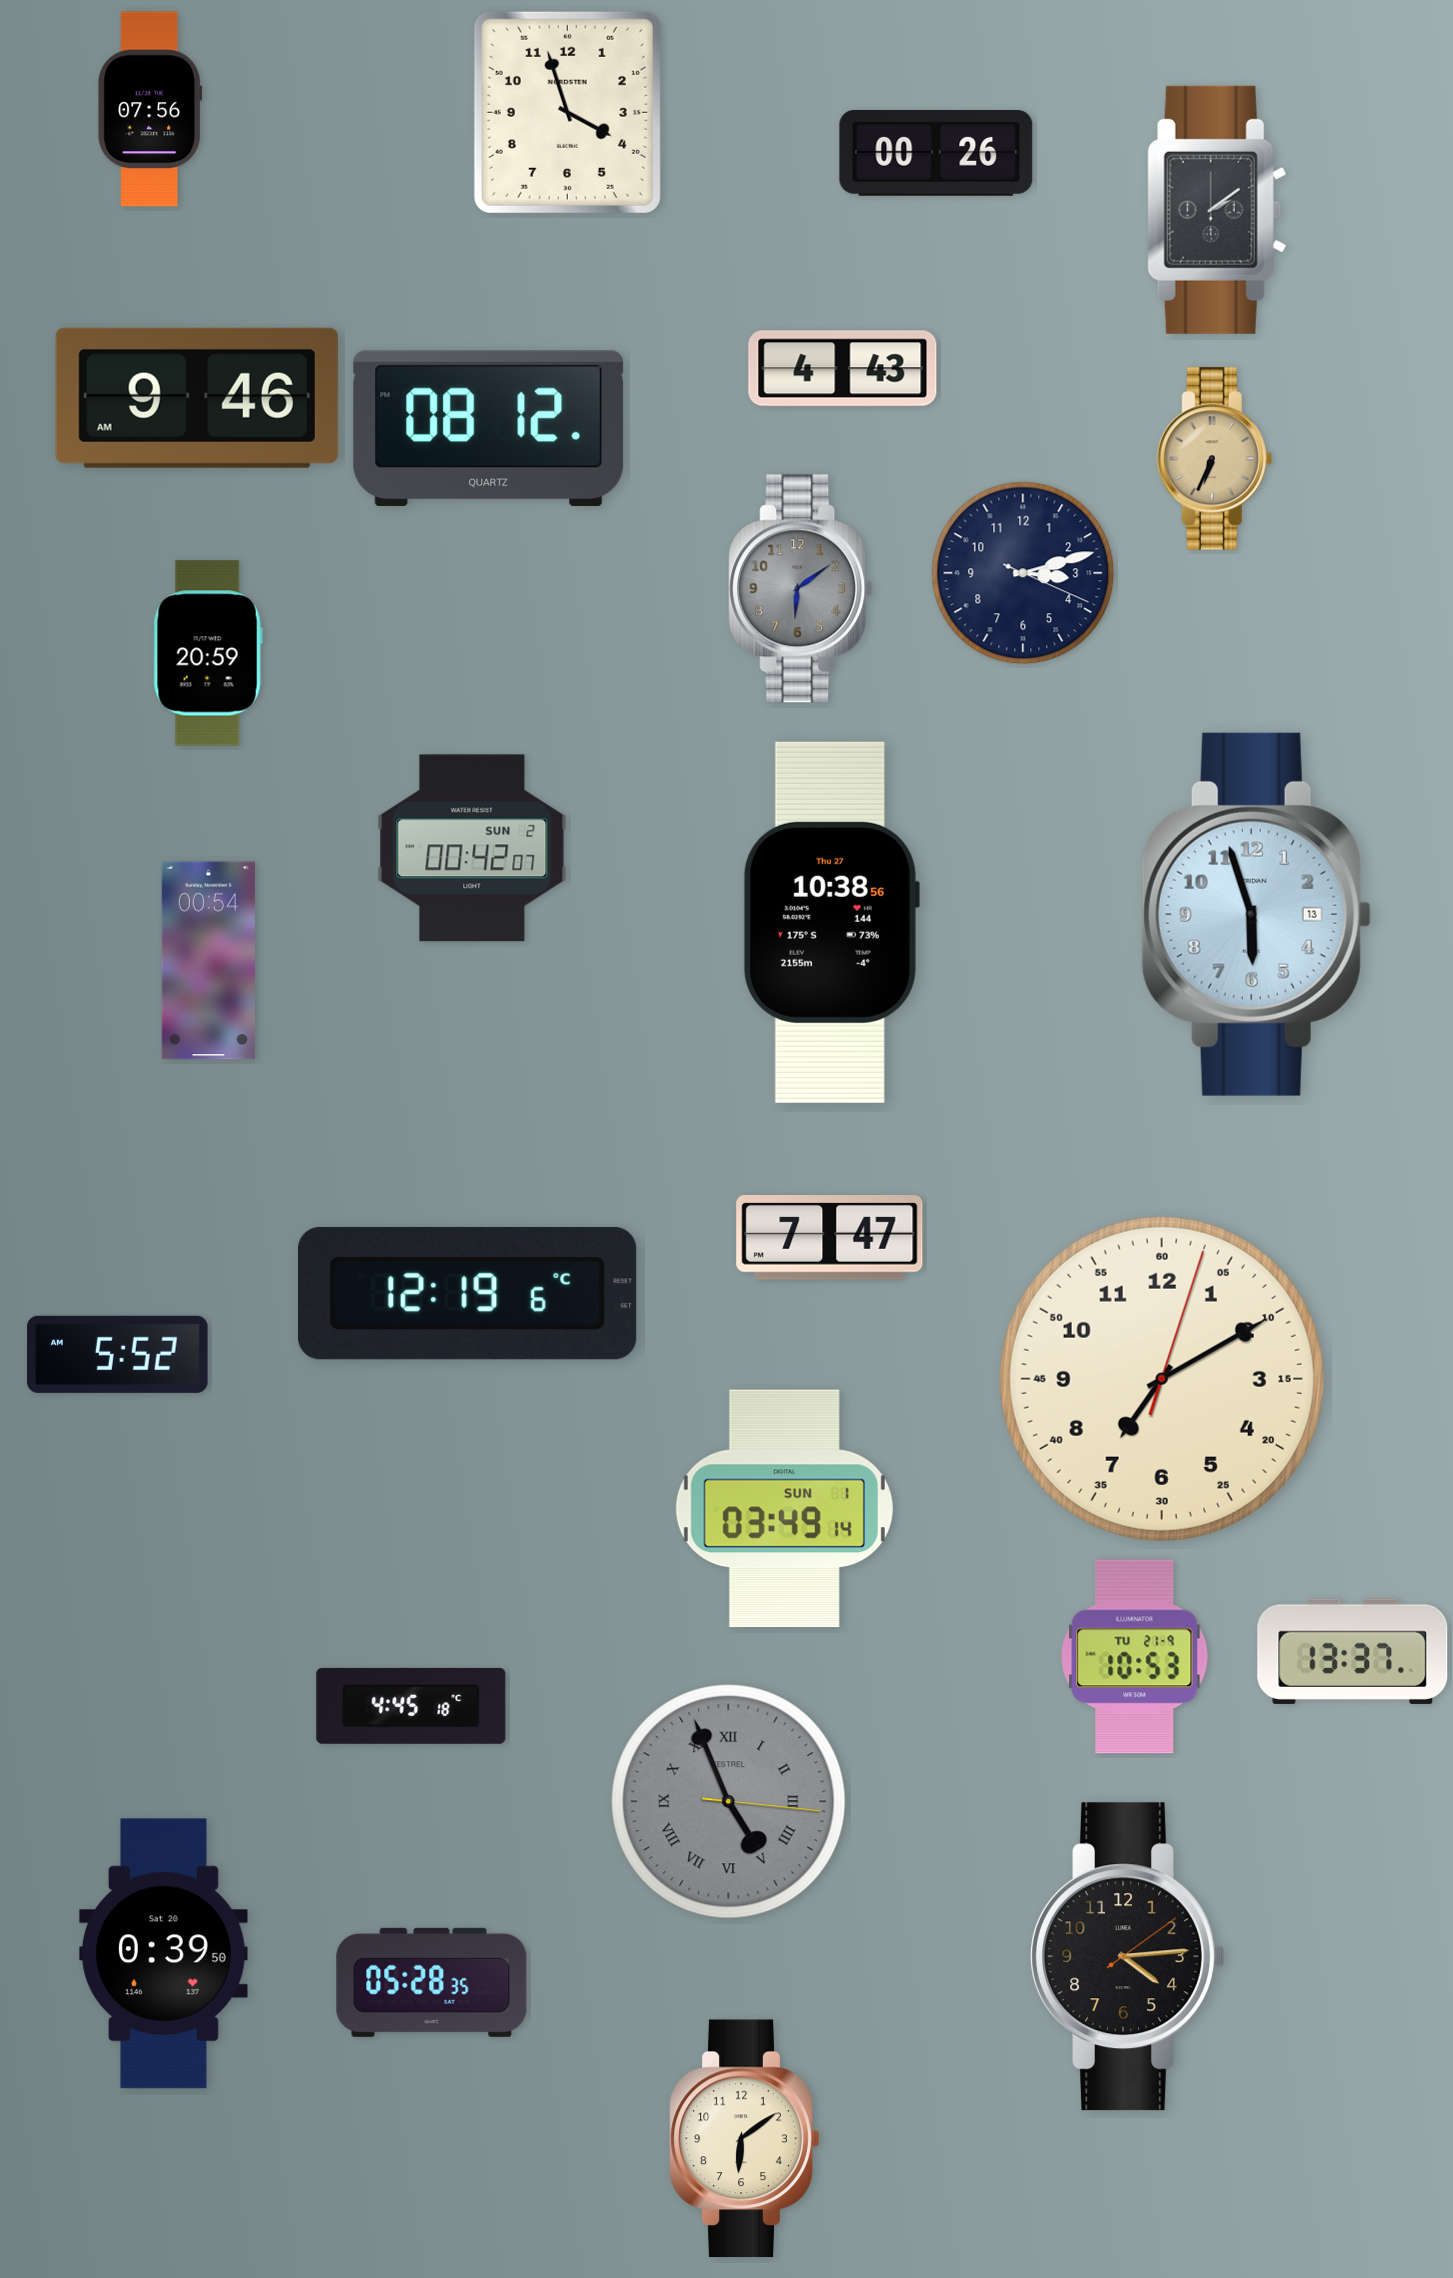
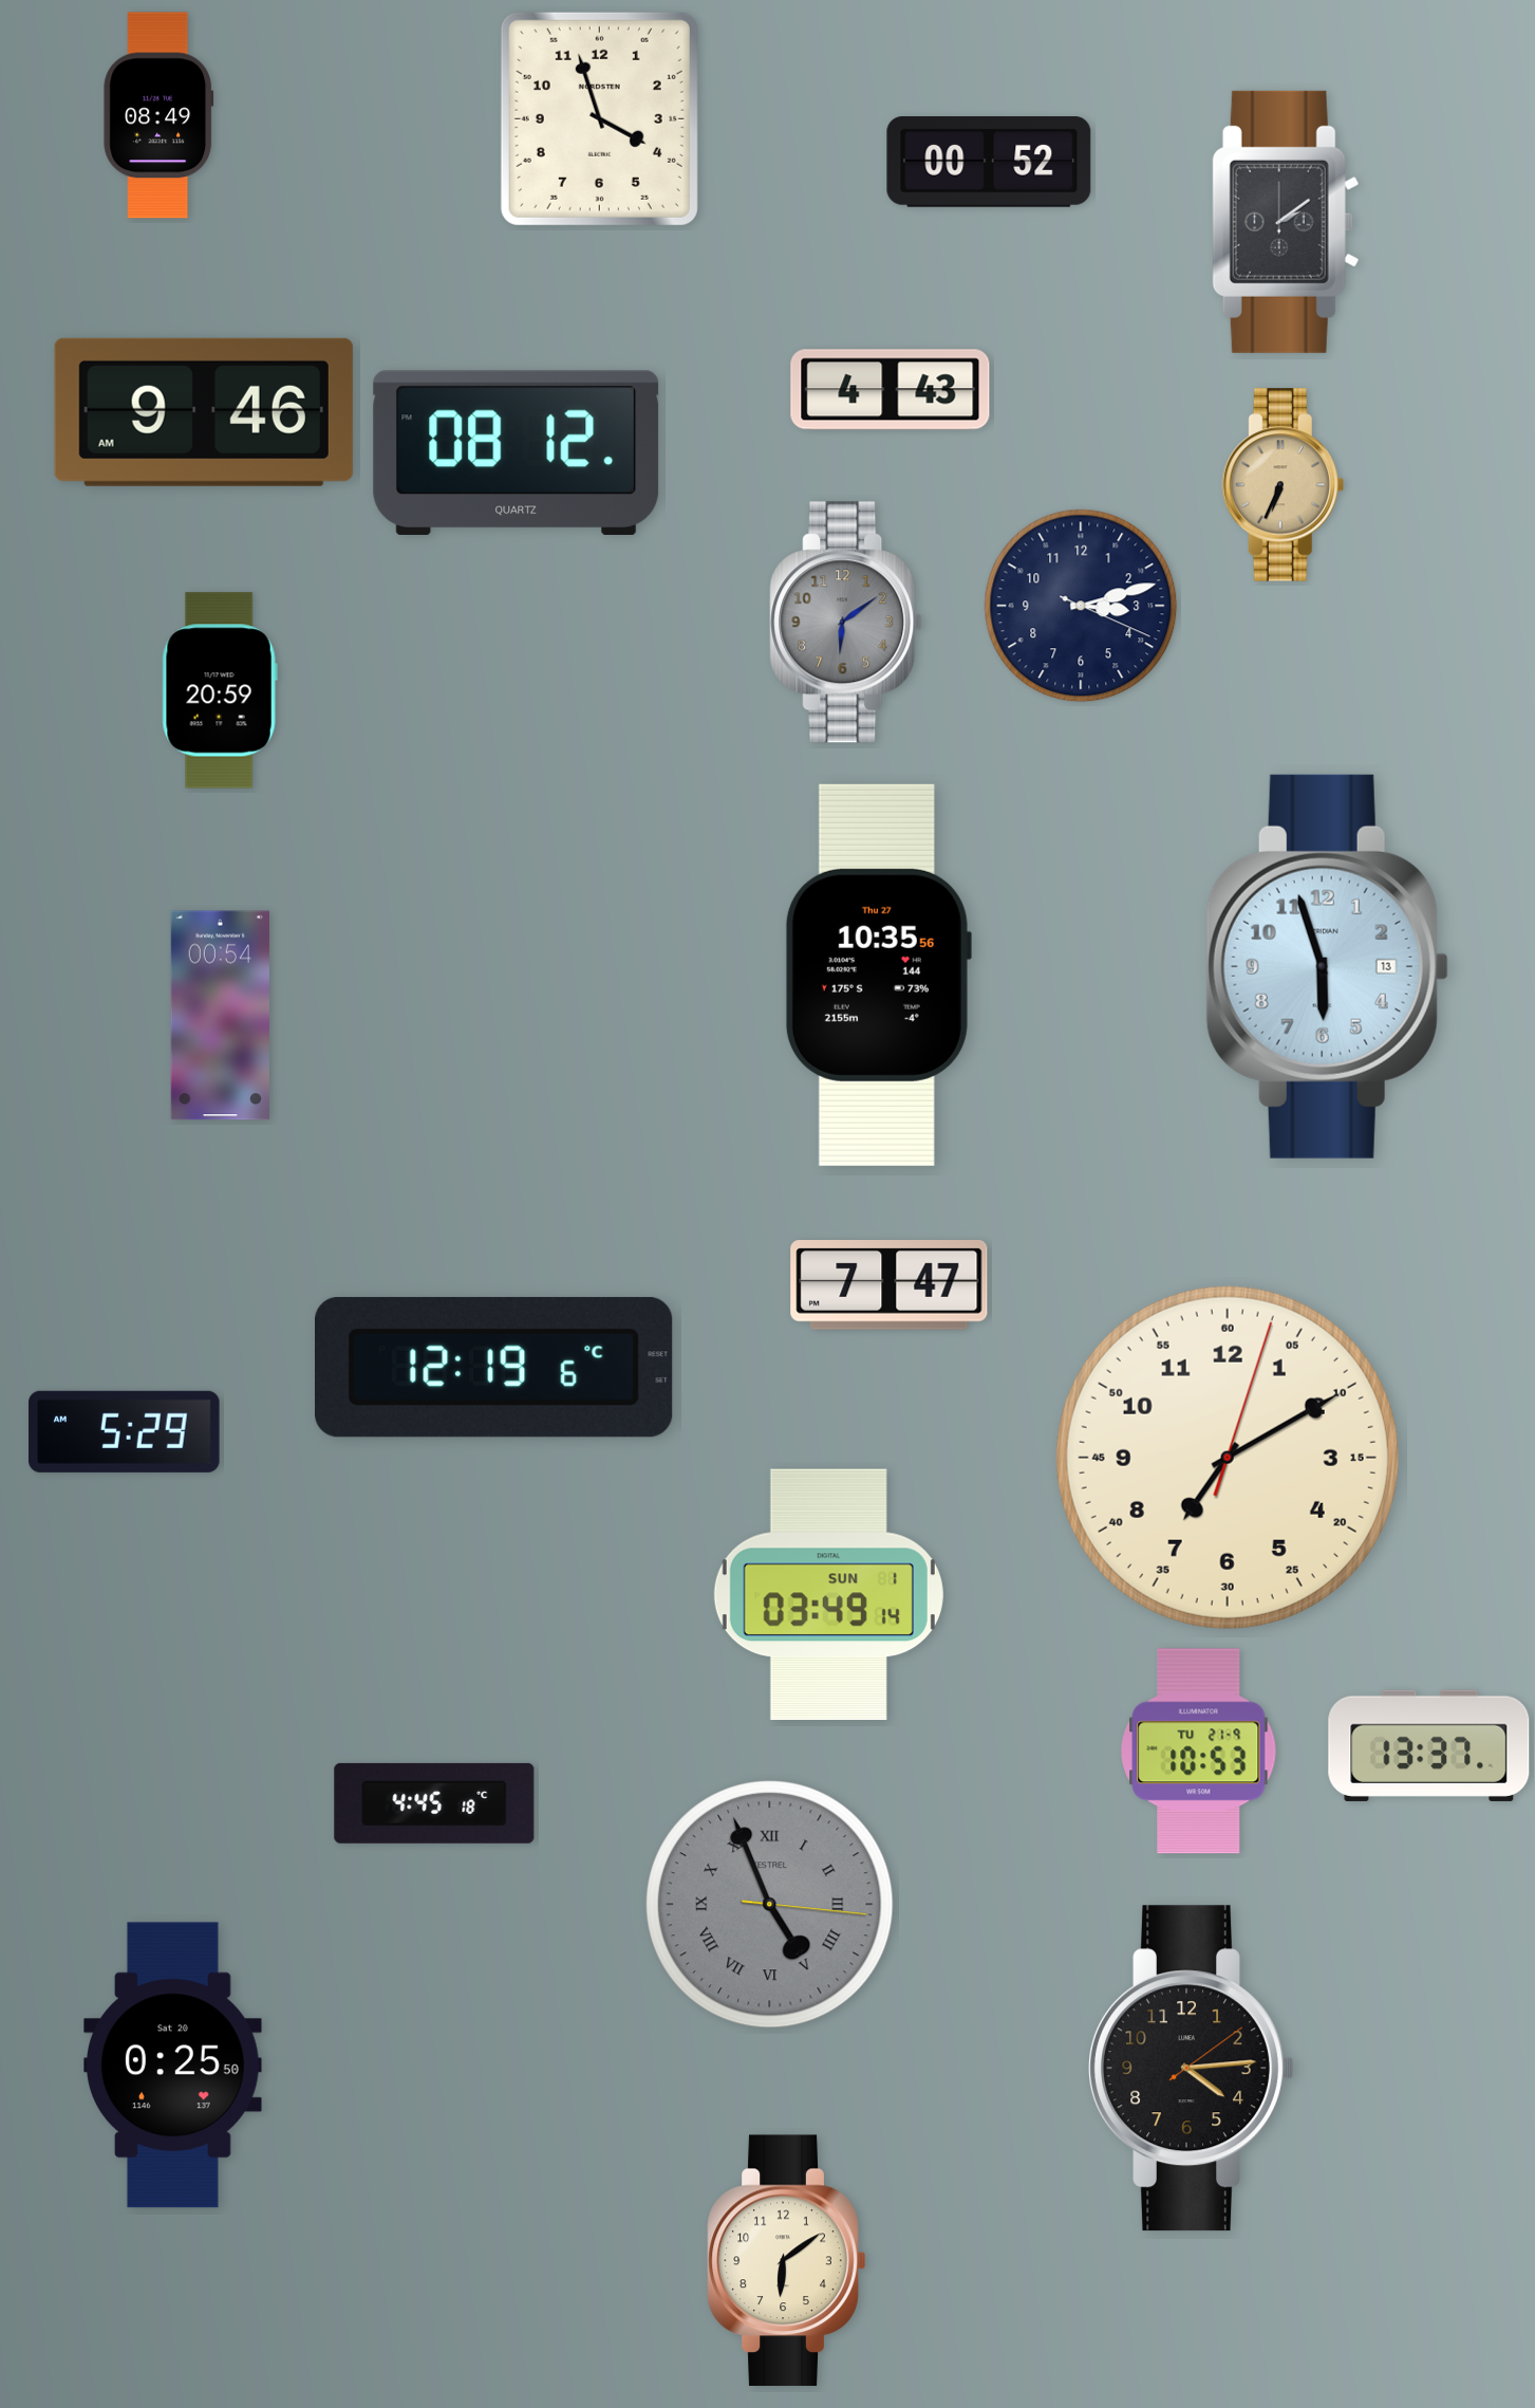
clock at (150, 109): 07:56 -> 08:49
clock at (936, 154): 00:26 -> 00:52
clock at (197, 398) position: (197, 398) -> (204, 412)
clock at (472, 848): 00:42 -> none
clock at (831, 922): 10:38 -> 10:35
clock at (830, 1238) position: (830, 1238) -> (890, 1285)
clock at (118, 1354): 5:52 -> 5:29
clock at (164, 1954): 0:39 -> 0:25
clock at (432, 1982): 05:28 -> none
